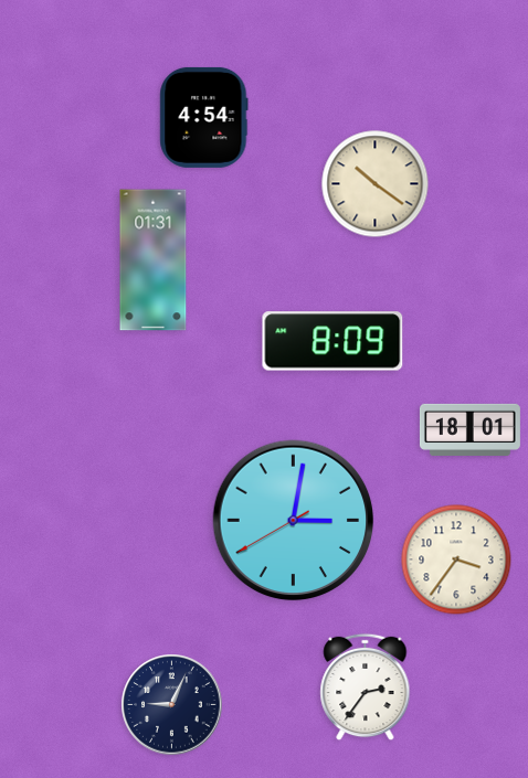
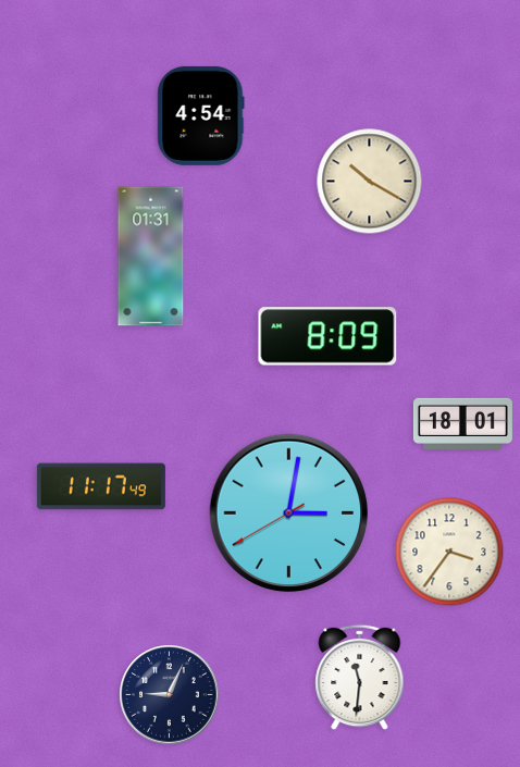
clock at (376, 184): 10:21 -> 10:20
clock at (101, 486): none -> 11:17
clock at (366, 688): 2:36 -> 11:31
